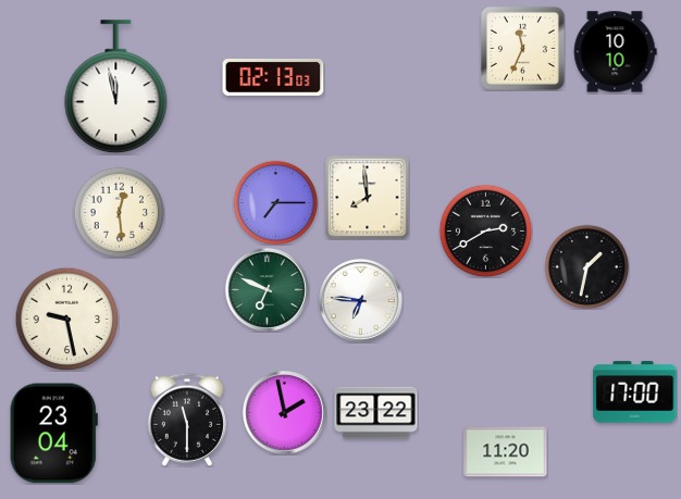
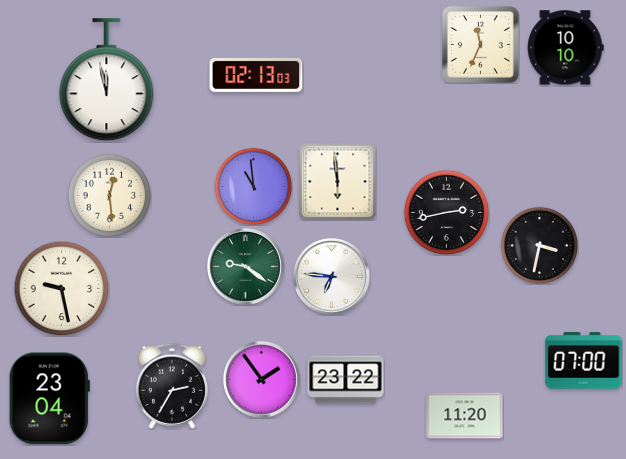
clock at (273, 77) position: (273, 77) -> (256, 75)
clock at (367, 197): 7:59 -> 5:59
clock at (275, 202): 7:15 -> 10:59
clock at (485, 230): 2:40 -> 2:43
clock at (586, 266): 1:32 -> 3:32
clock at (267, 289): 6:49 -> 9:21
clock at (66, 319) position: (66, 319) -> (61, 288)
clock at (635, 392): 17:00 -> 07:00
clock at (284, 412): 1:58 -> 1:54
clock at (186, 420): 11:30 -> 2:35
